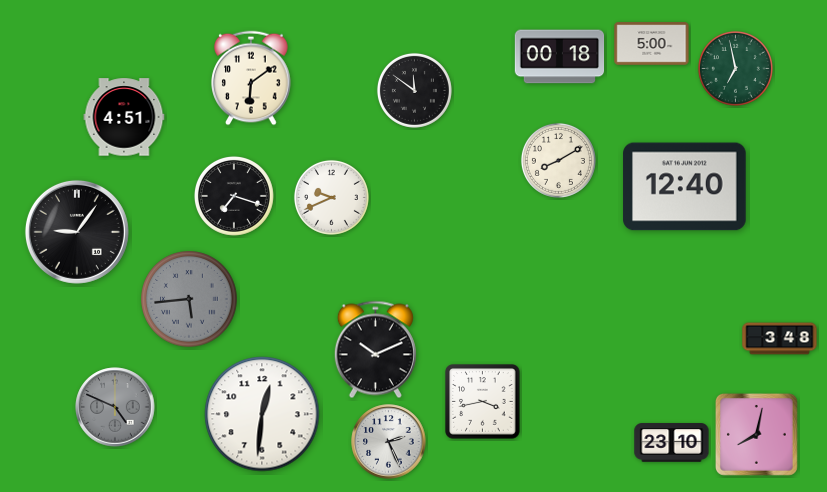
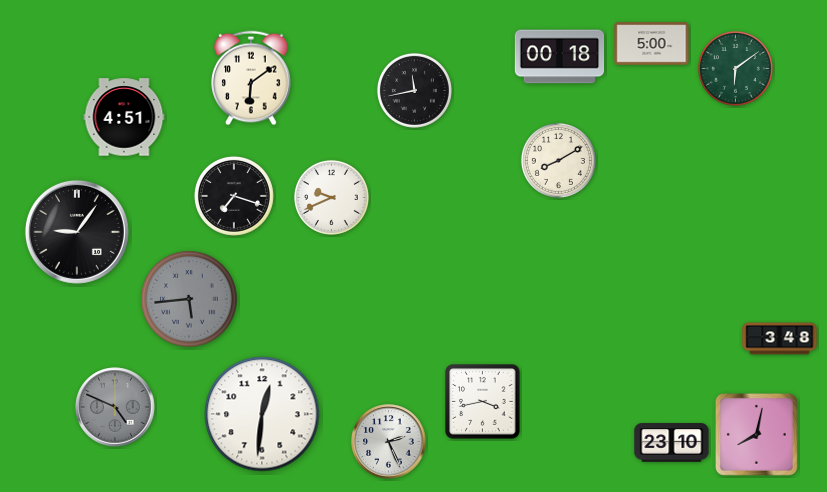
clock at (735, 68): 6:58 -> 6:09
clock at (414, 90): 11:51 -> 11:43
clock at (685, 187): 12:40 -> none
clock at (375, 350): 10:11 -> none
